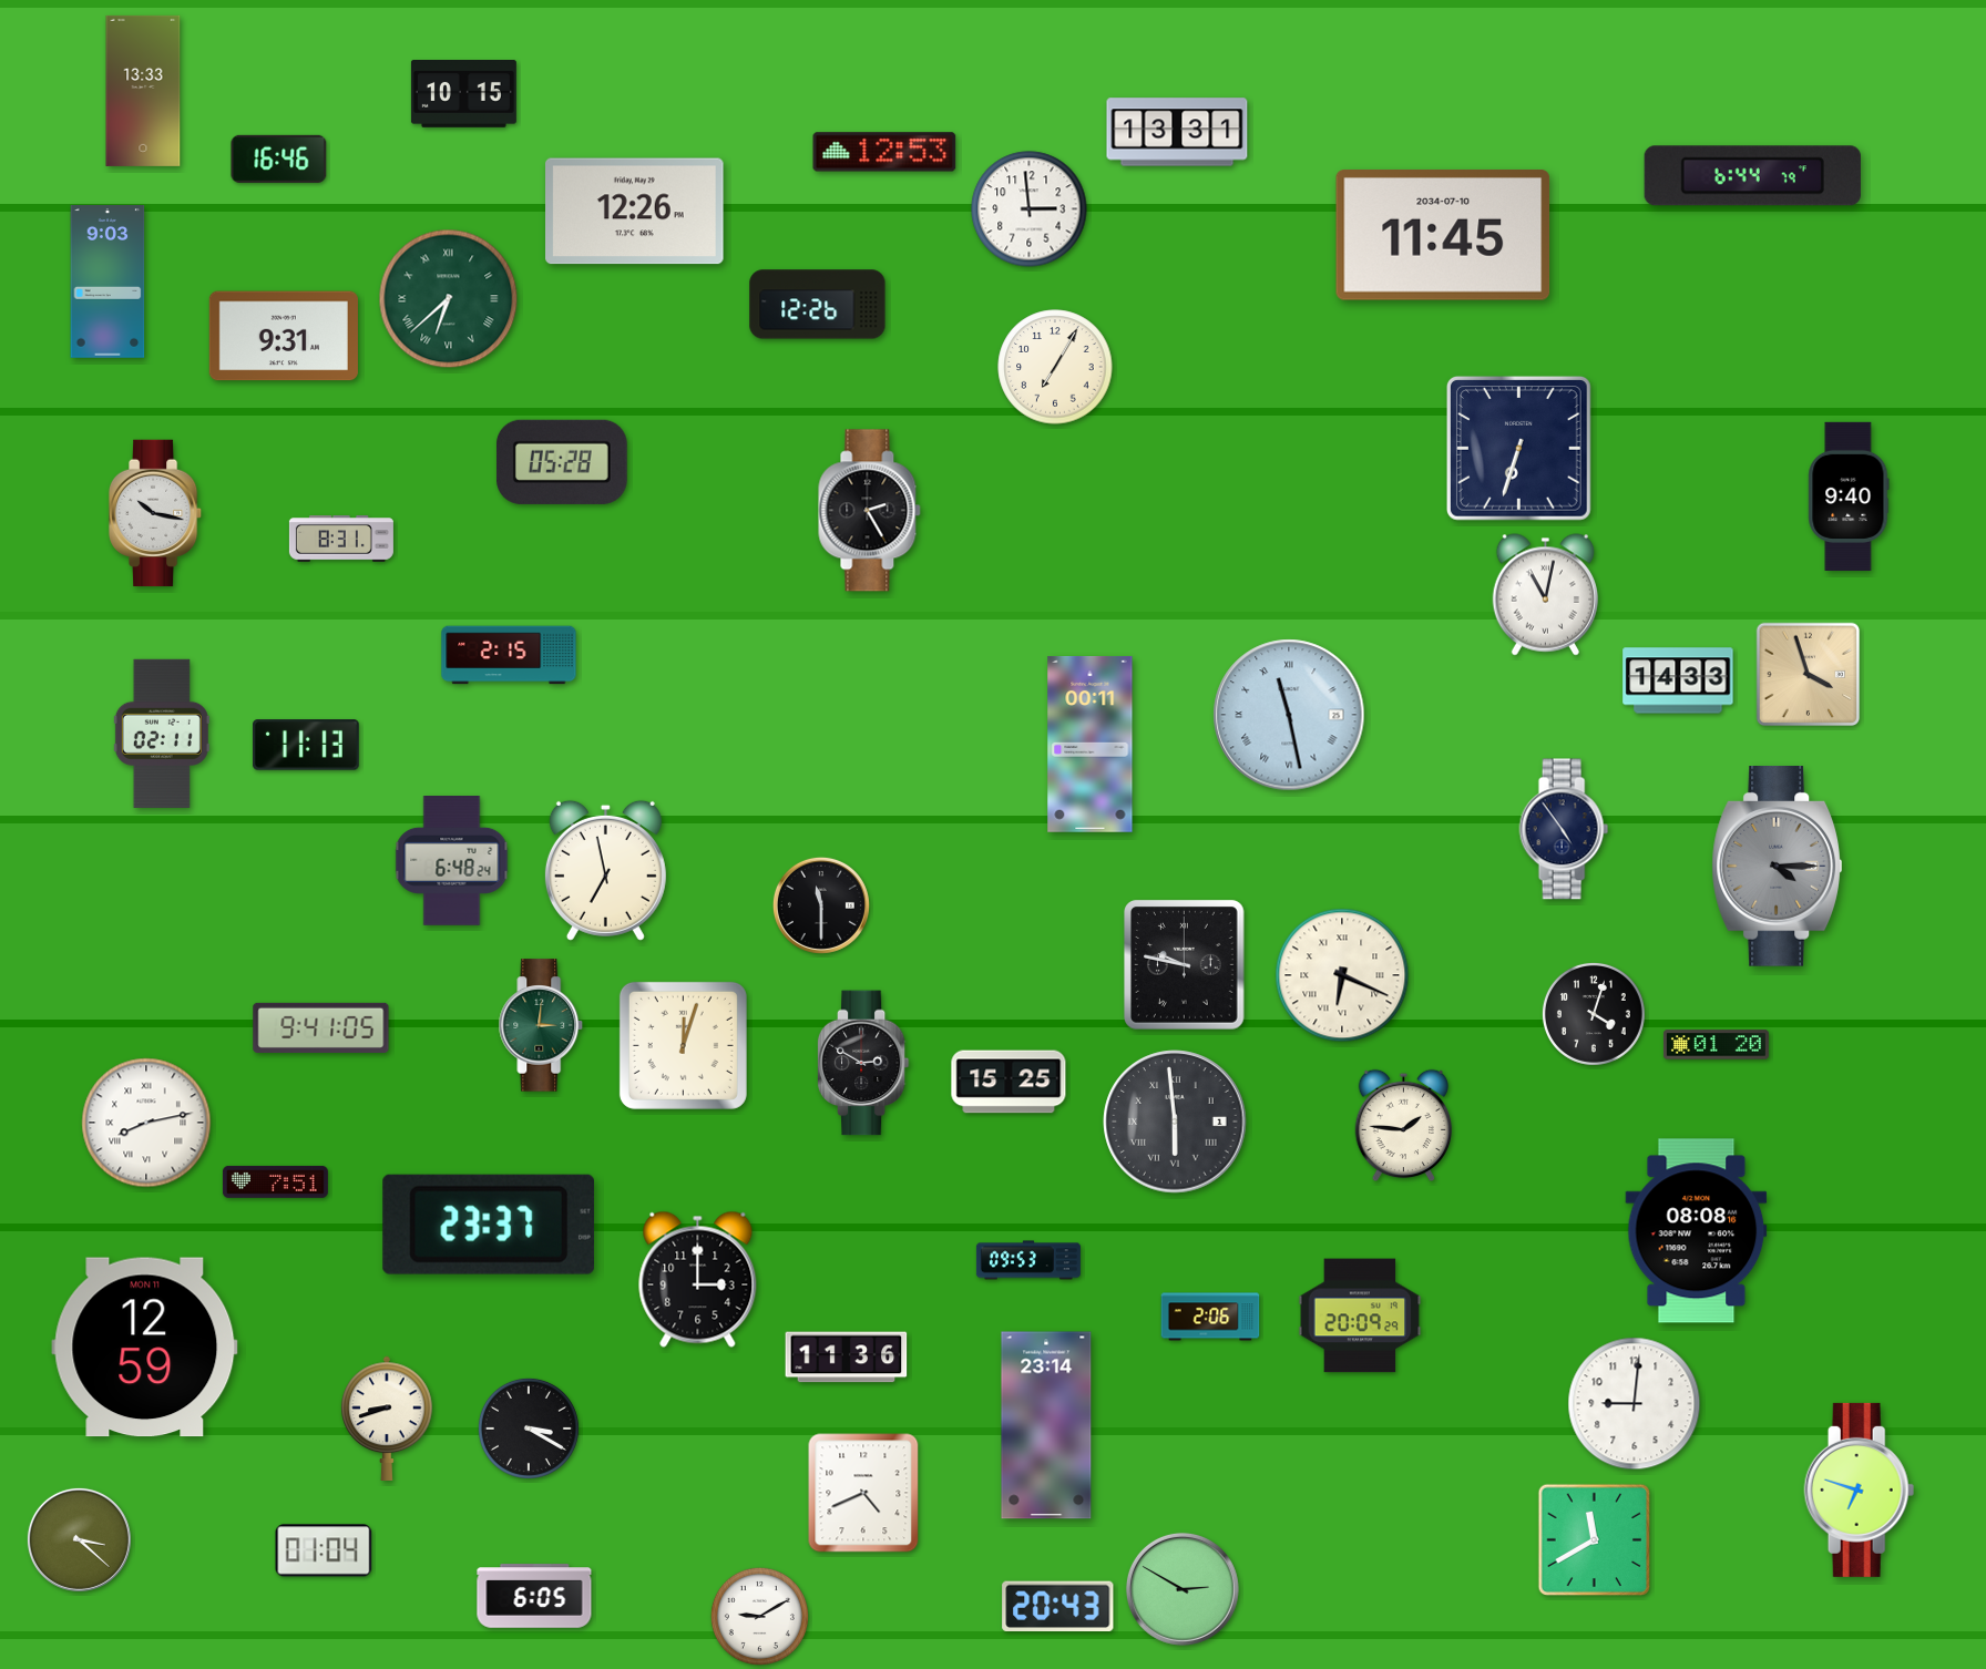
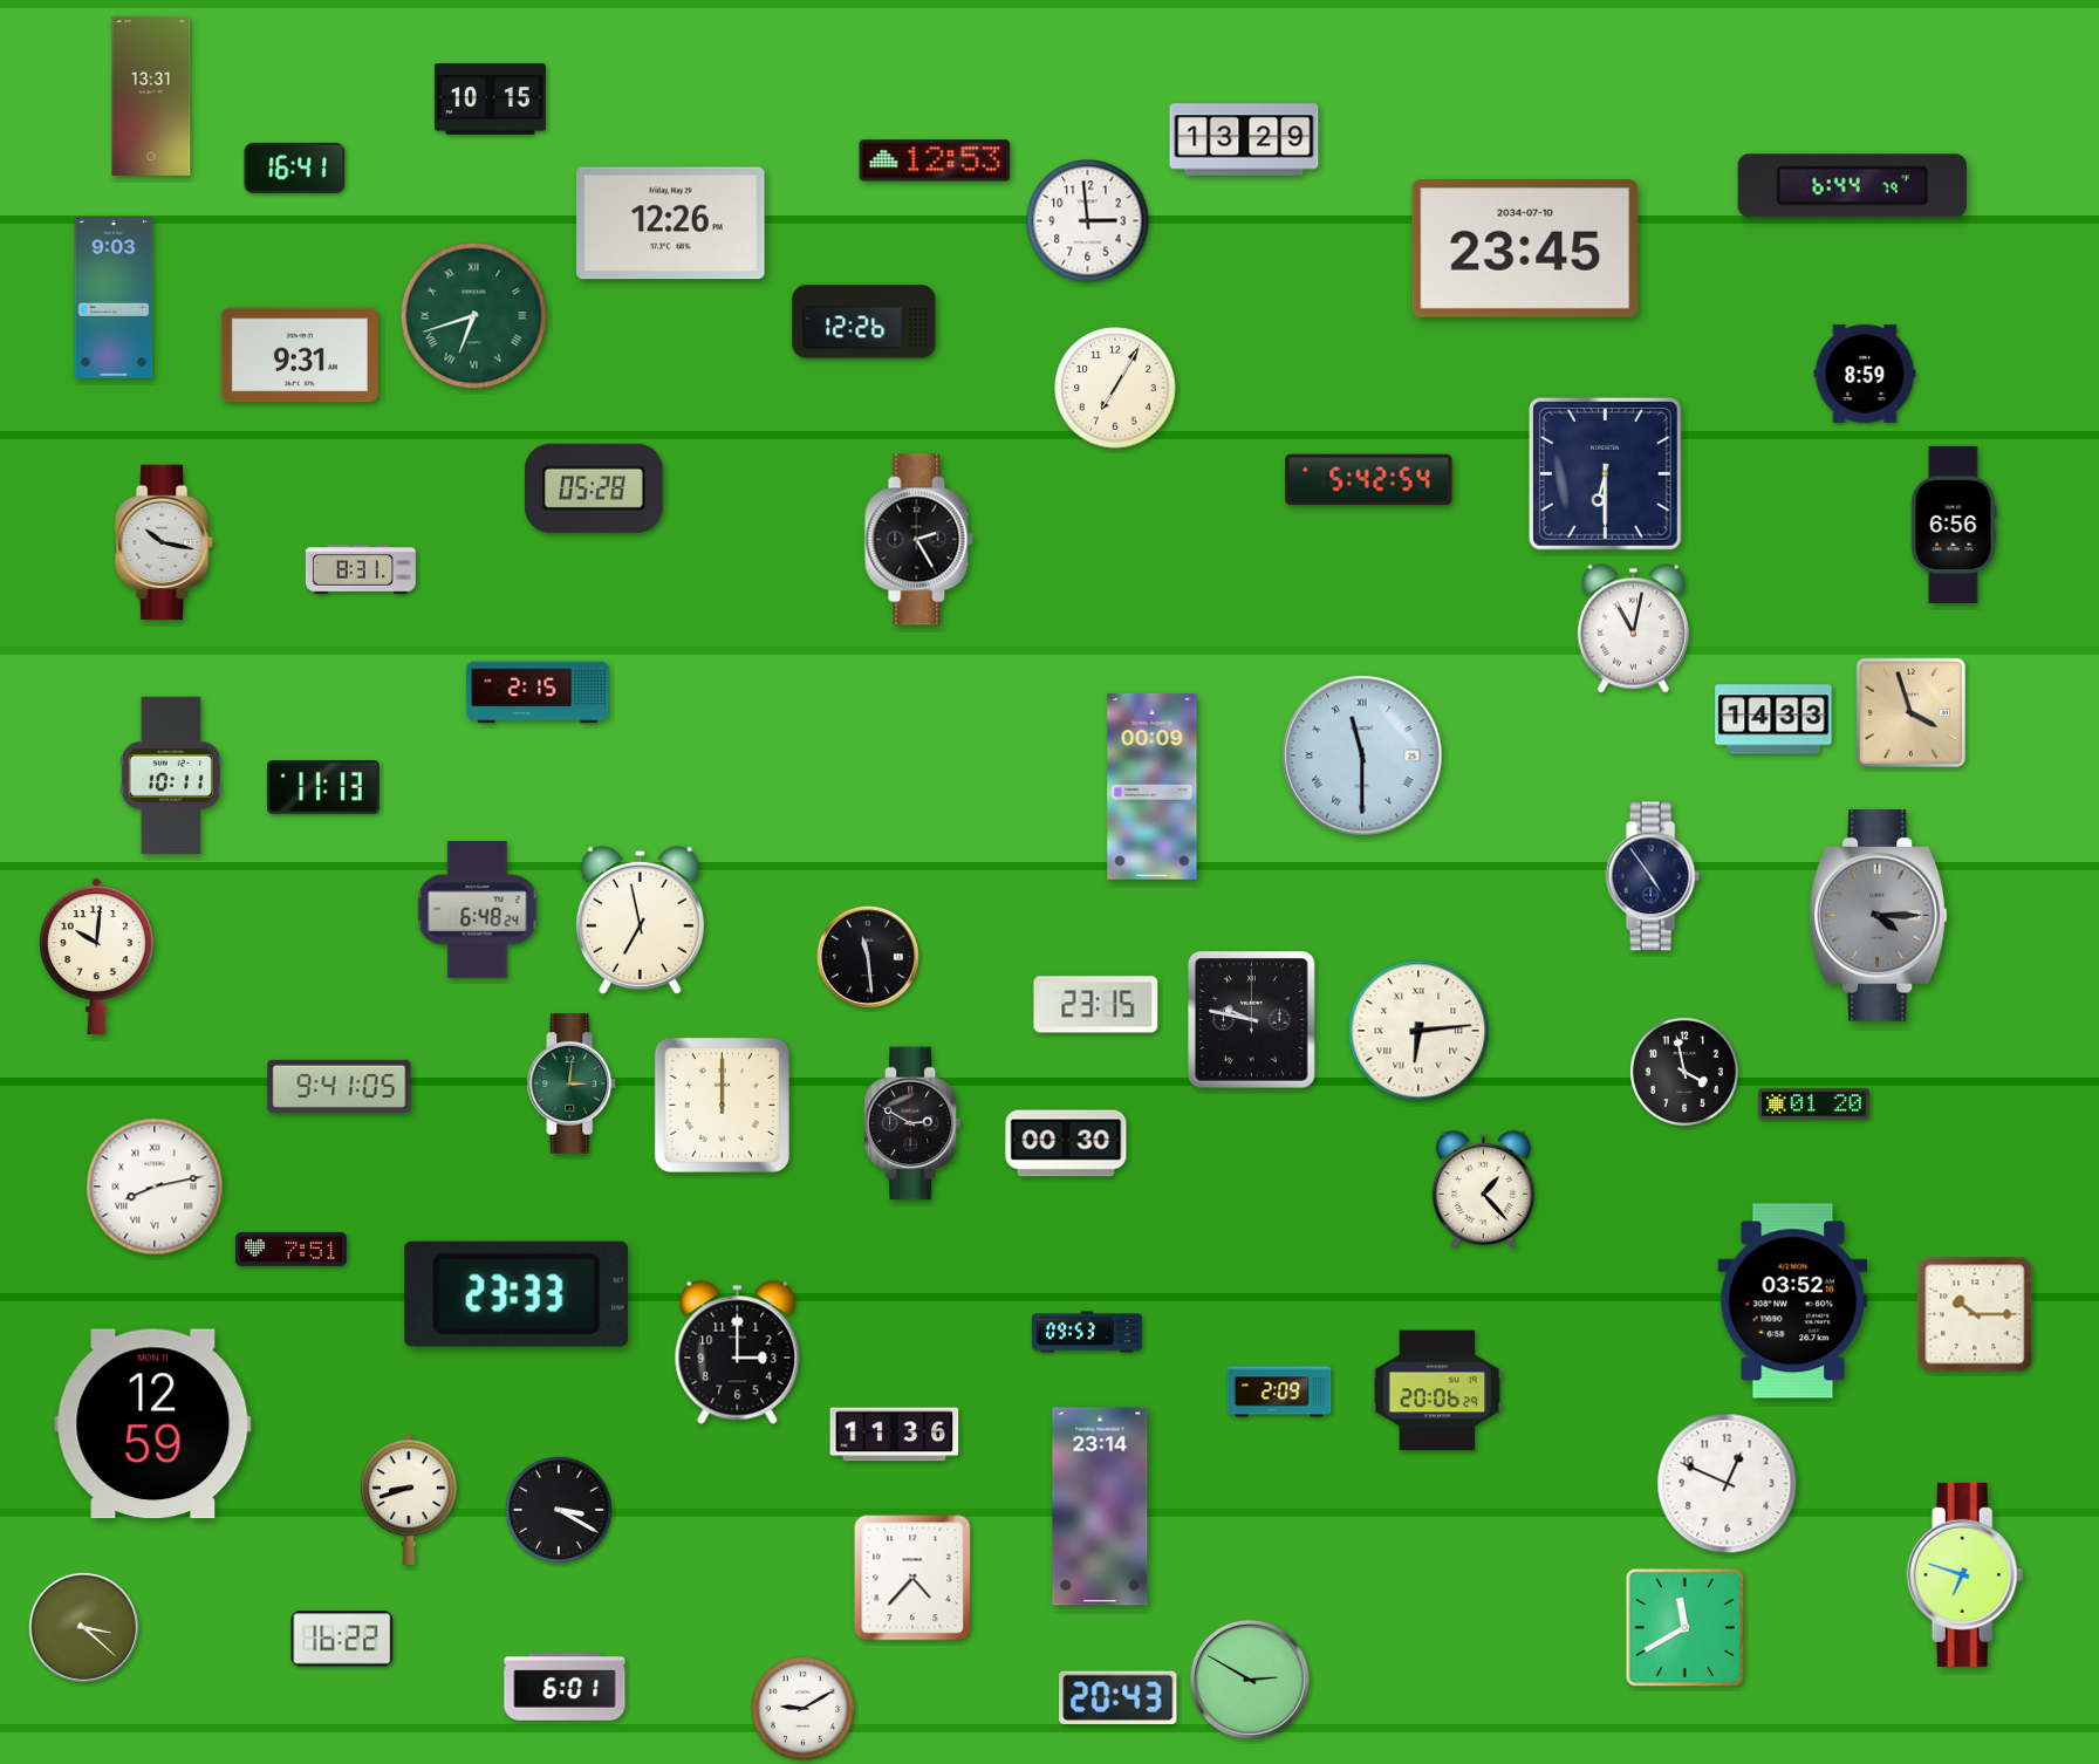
clock at (143, 91): 13:33 -> 13:31
clock at (1177, 132): 13:31 -> 13:29
clock at (279, 158): 16:46 -> 16:41
clock at (1443, 236): 11:45 -> 23:45
clock at (449, 299): 6:38 -> 6:42
clock at (1865, 374): none -> 8:59
clock at (1519, 449): 6:33 -> 6:30
clock at (1369, 480): none -> 5:42
clock at (1849, 496): 9:40 -> 6:56
clock at (1289, 715): 11:28 -> 11:30
clock at (162, 734): 02:11 -> 10:11
clock at (1091, 745): 00:11 -> 00:09
clock at (96, 956): none -> 10:01
clock at (821, 905): 11:30 -> 11:29
clock at (1096, 1005): none -> 23:15
clock at (1342, 975): 6:19 -> 6:14
clock at (1594, 1014): 4:03 -> 3:58
clock at (683, 1045): 12:03 -> 12:00
clock at (1009, 1082): 15:25 -> 00:30
clock at (1175, 1122): 5:59 -> none
clock at (1404, 1126): 1:46 -> 1:23
clock at (489, 1225): 23:37 -> 23:33
clock at (1697, 1231): 08:08 -> 03:52
clock at (1975, 1314): none -> 10:15
clock at (1360, 1315): 20:09 -> 20:06
clock at (1210, 1317): 2:06 -> 2:09
clock at (1635, 1404): 9:01 -> 12:49
clock at (1046, 1425) position: (1046, 1425) -> (1100, 1506)
clock at (863, 1493): 4:41 -> 4:37
clock at (324, 1550): 01:04 -> 16:22
clock at (534, 1596): 6:05 -> 6:01
